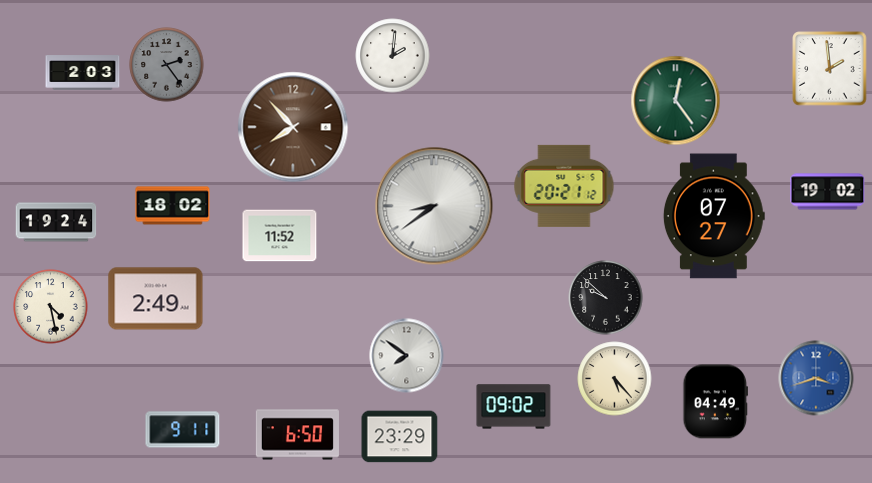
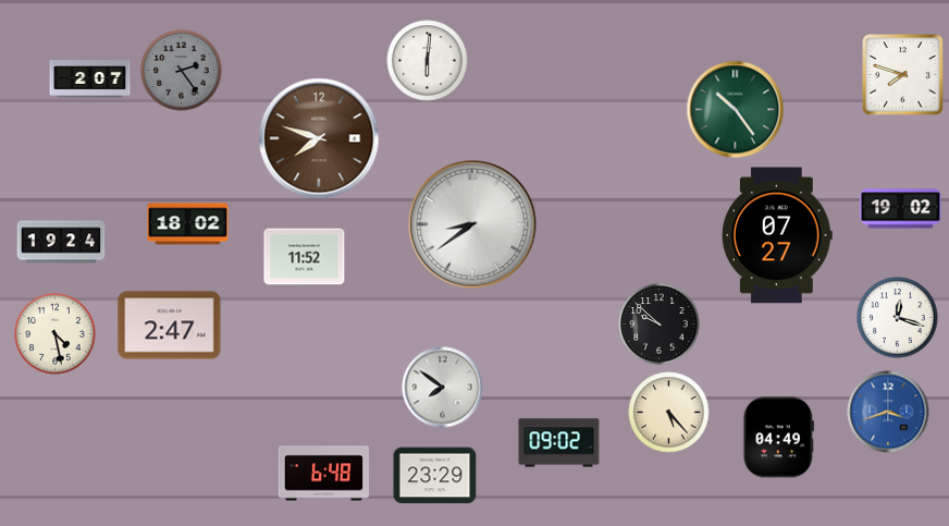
clock at (393, 56): 2:01 -> 6:01
clock at (830, 69): 1:59 -> 7:48
clock at (83, 73): 2:03 -> 2:07
clock at (676, 101): 12:24 -> 10:24
clock at (293, 127): 7:53 -> 7:48
clock at (564, 186): 20:21 -> none
clock at (898, 318): none -> 12:18
clock at (156, 299): 2:49 -> 2:47
clock at (183, 430): 9:11 -> none
clock at (297, 435): 6:50 -> 6:48
